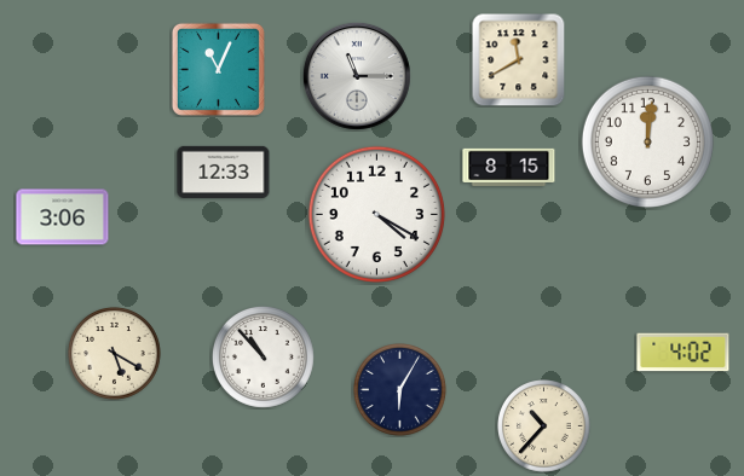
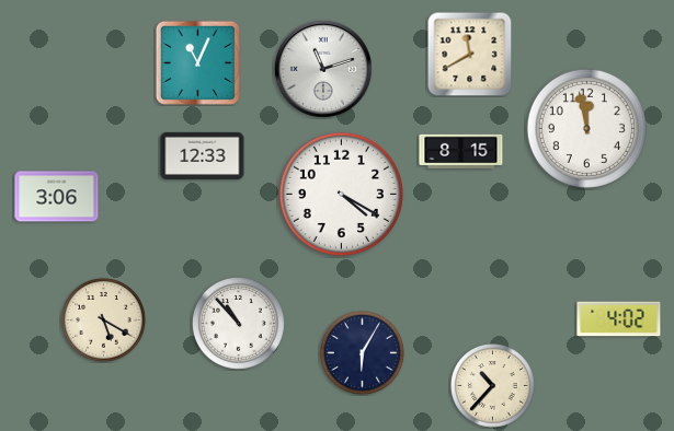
clock at (357, 76): 11:15 -> 11:12
clock at (647, 141): 12:01 -> 11:58
